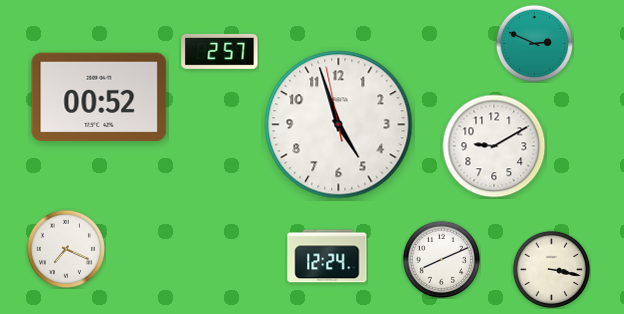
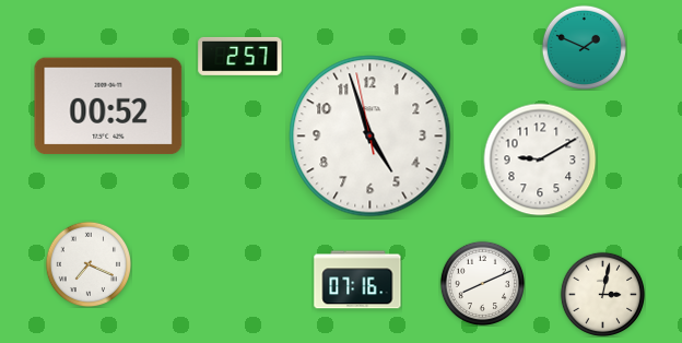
clock at (534, 43): 2:49 -> 1:49
clock at (65, 248) position: (65, 248) -> (87, 263)
clock at (327, 256): 12:24 -> 07:16
clock at (551, 269): 3:17 -> 3:02
